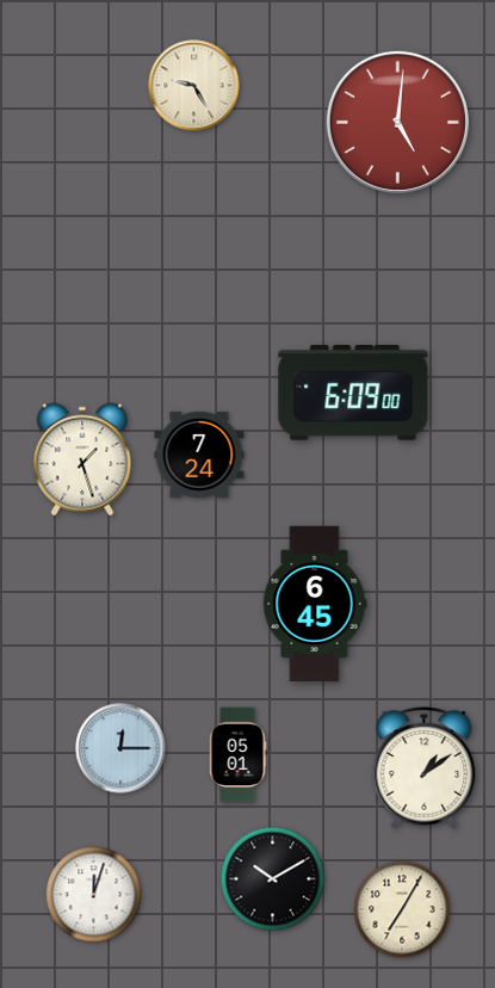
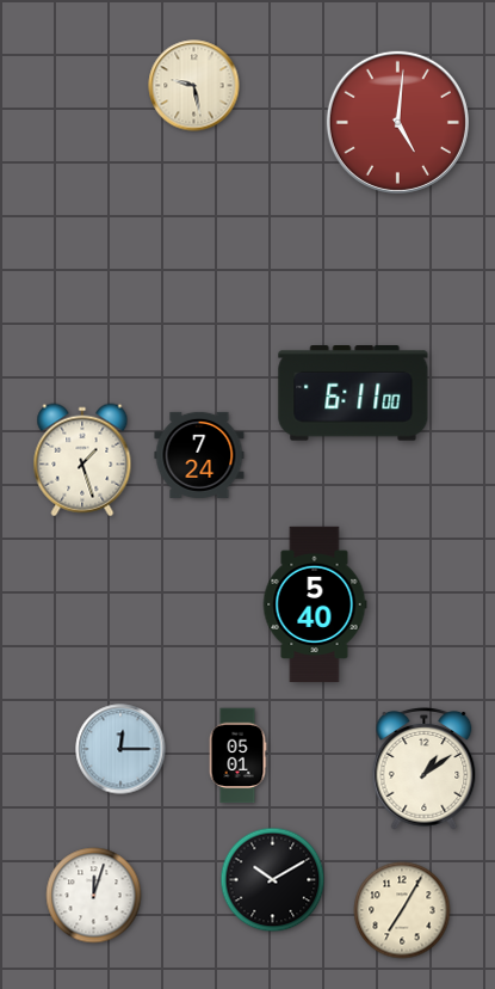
clock at (194, 86): 9:25 -> 9:28
clock at (353, 394): 6:09 -> 6:11
clock at (315, 604): 6:45 -> 5:40
